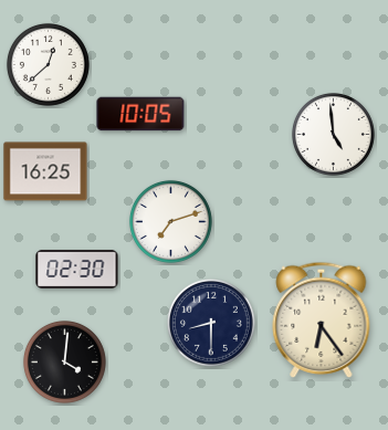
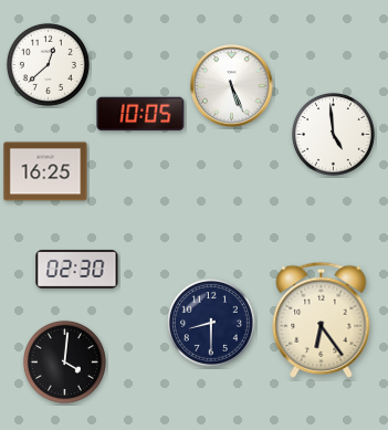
clock at (232, 86): none -> 5:26
clock at (170, 221): 7:12 -> none
